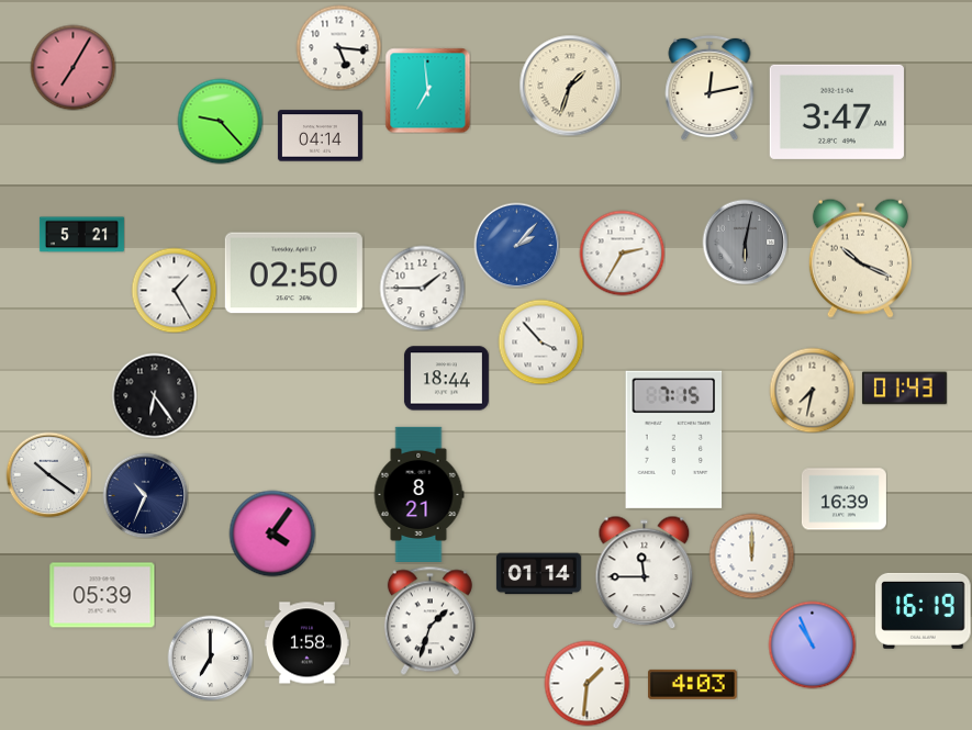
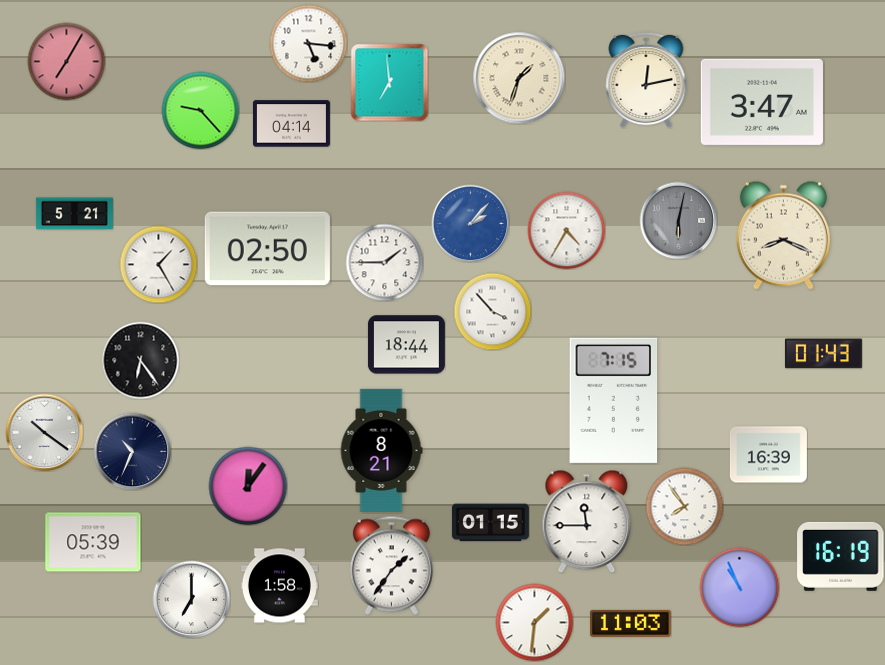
clock at (622, 252): 2:35 -> 4:35
clock at (860, 258): 10:19 -> 8:19
clock at (812, 390): 7:32 -> none
clock at (272, 534): 4:06 -> 12:06
clock at (751, 555): 12:00 -> 7:54
clock at (538, 574): 01:14 -> 01:15
clock at (429, 620): 1:33 -> 1:36
clock at (692, 684): 4:03 -> 11:03
